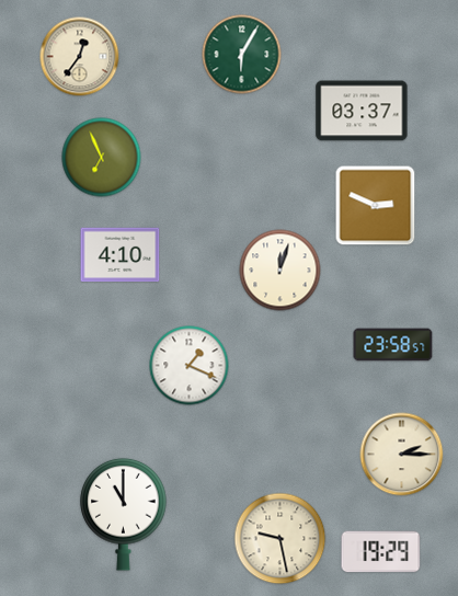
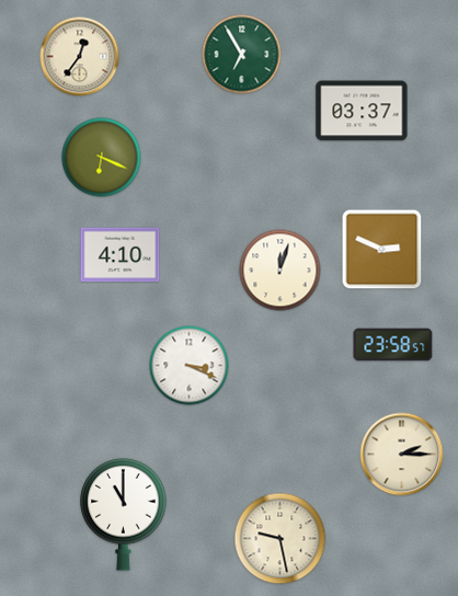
clock at (242, 55): 6:05 -> 6:55
clock at (102, 158): 6:56 -> 6:19
clock at (376, 206) position: (376, 206) -> (382, 250)
clock at (190, 366): 1:19 -> 3:19
clock at (381, 552): 19:29 -> none
